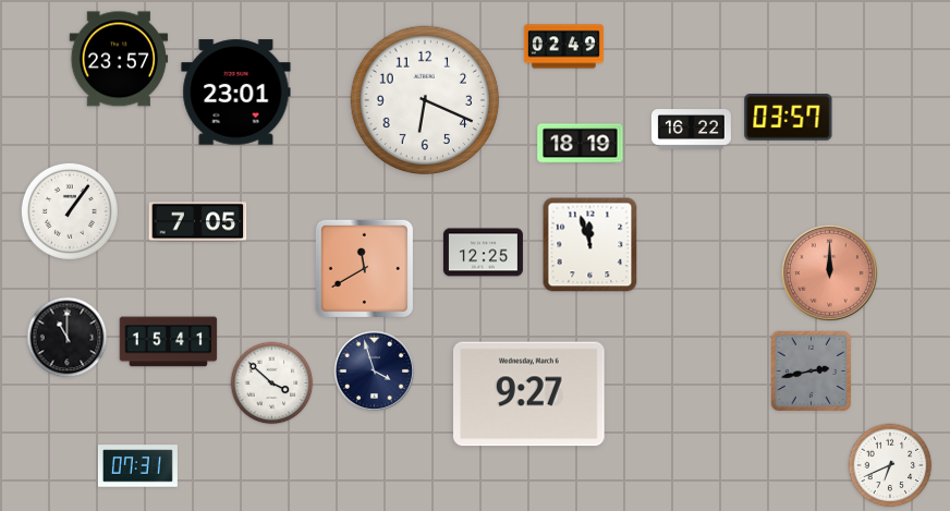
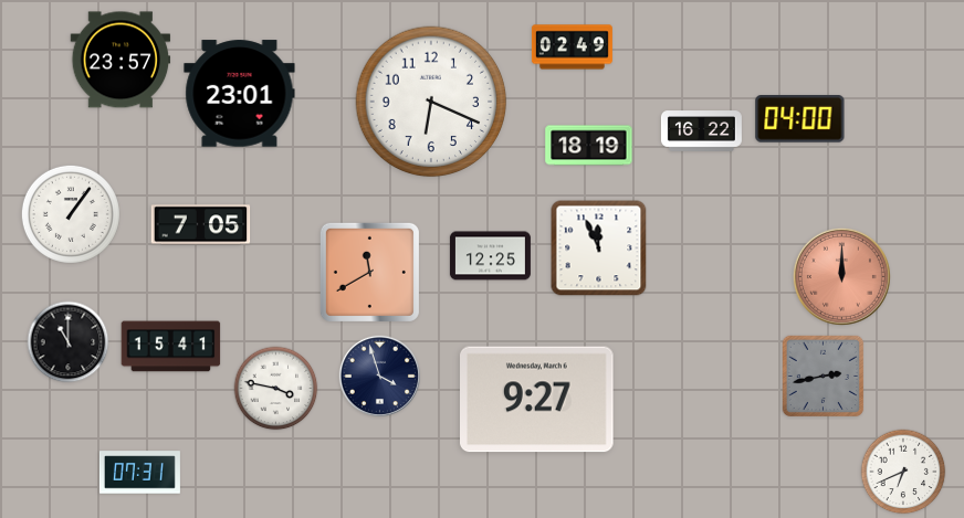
clock at (789, 118): 03:57 -> 04:00
clock at (590, 245): 11:57 -> 11:56
clock at (272, 384): 3:52 -> 3:47
